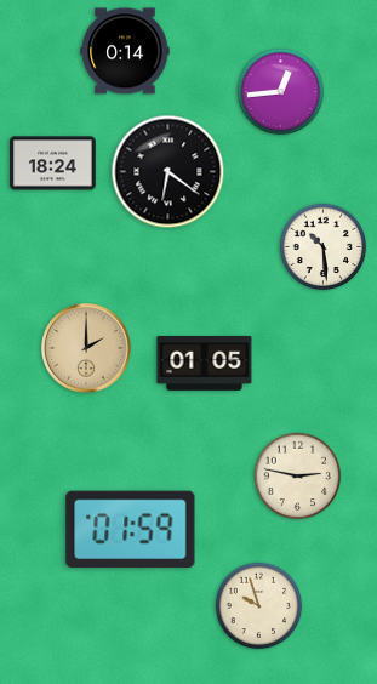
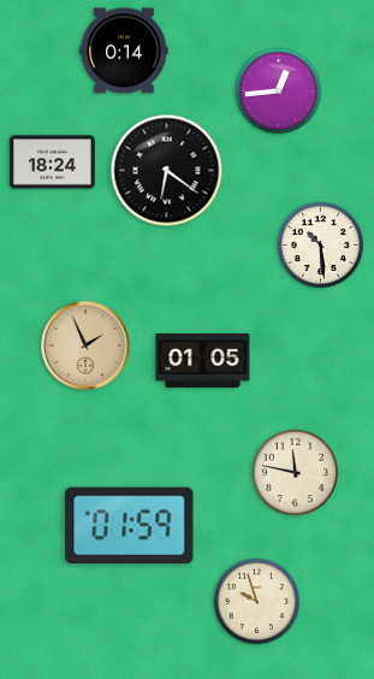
clock at (86, 348): 2:00 -> 1:56
clock at (298, 477): 2:47 -> 11:47
